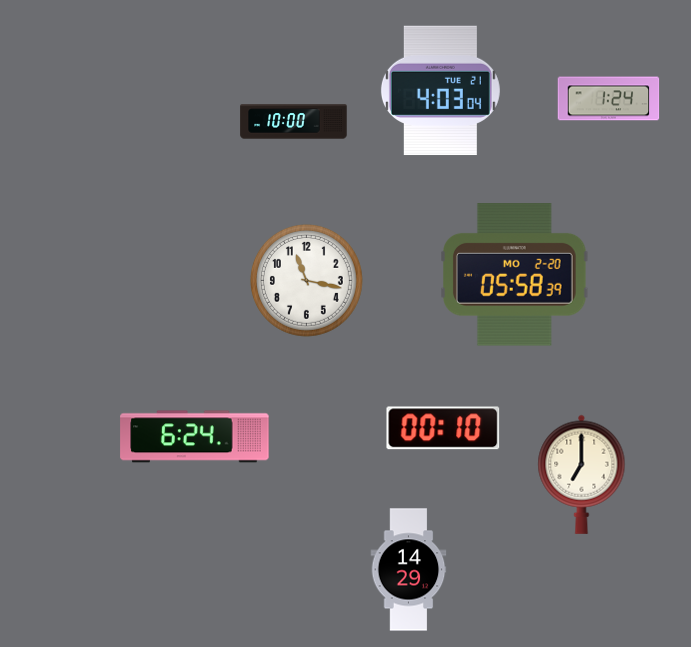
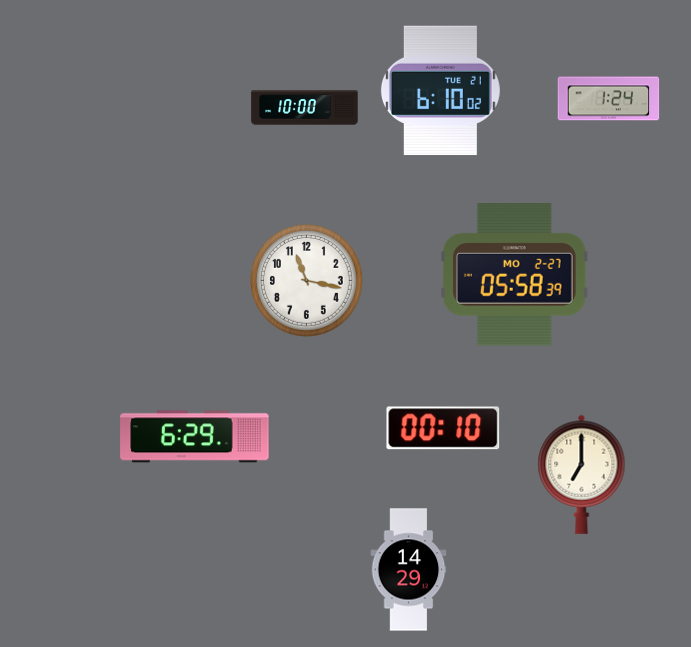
clock at (440, 91): 4:03 -> 6:10
clock at (294, 122) position: (294, 122) -> (305, 108)
clock at (515, 275) date: MO 2-20 -> MO 2-27
clock at (195, 437): 6:24 -> 6:29
